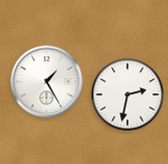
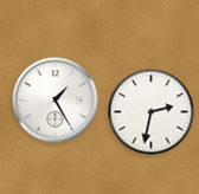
clock at (47, 82) position: (47, 82) -> (56, 101)
